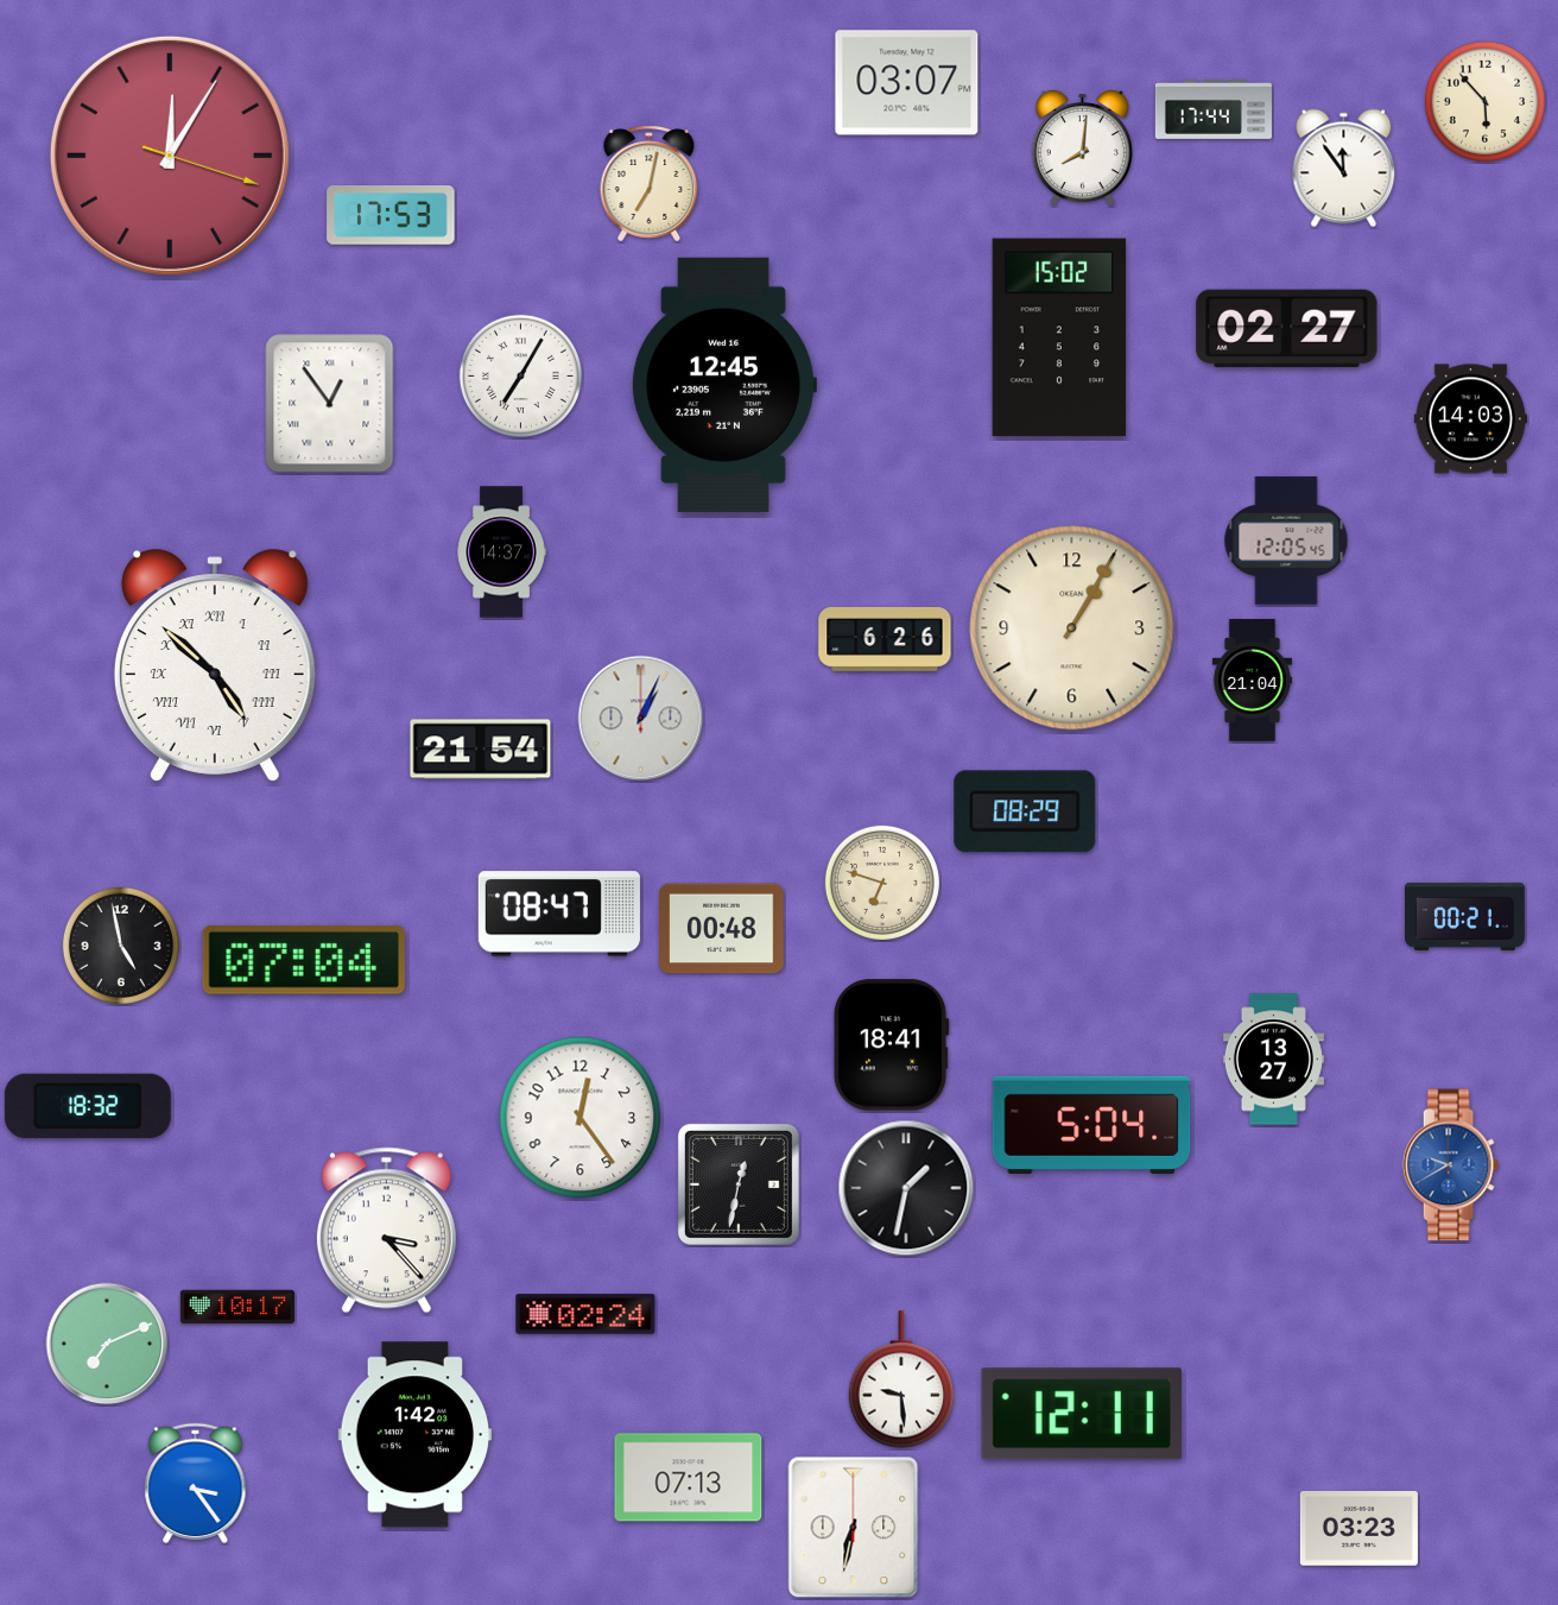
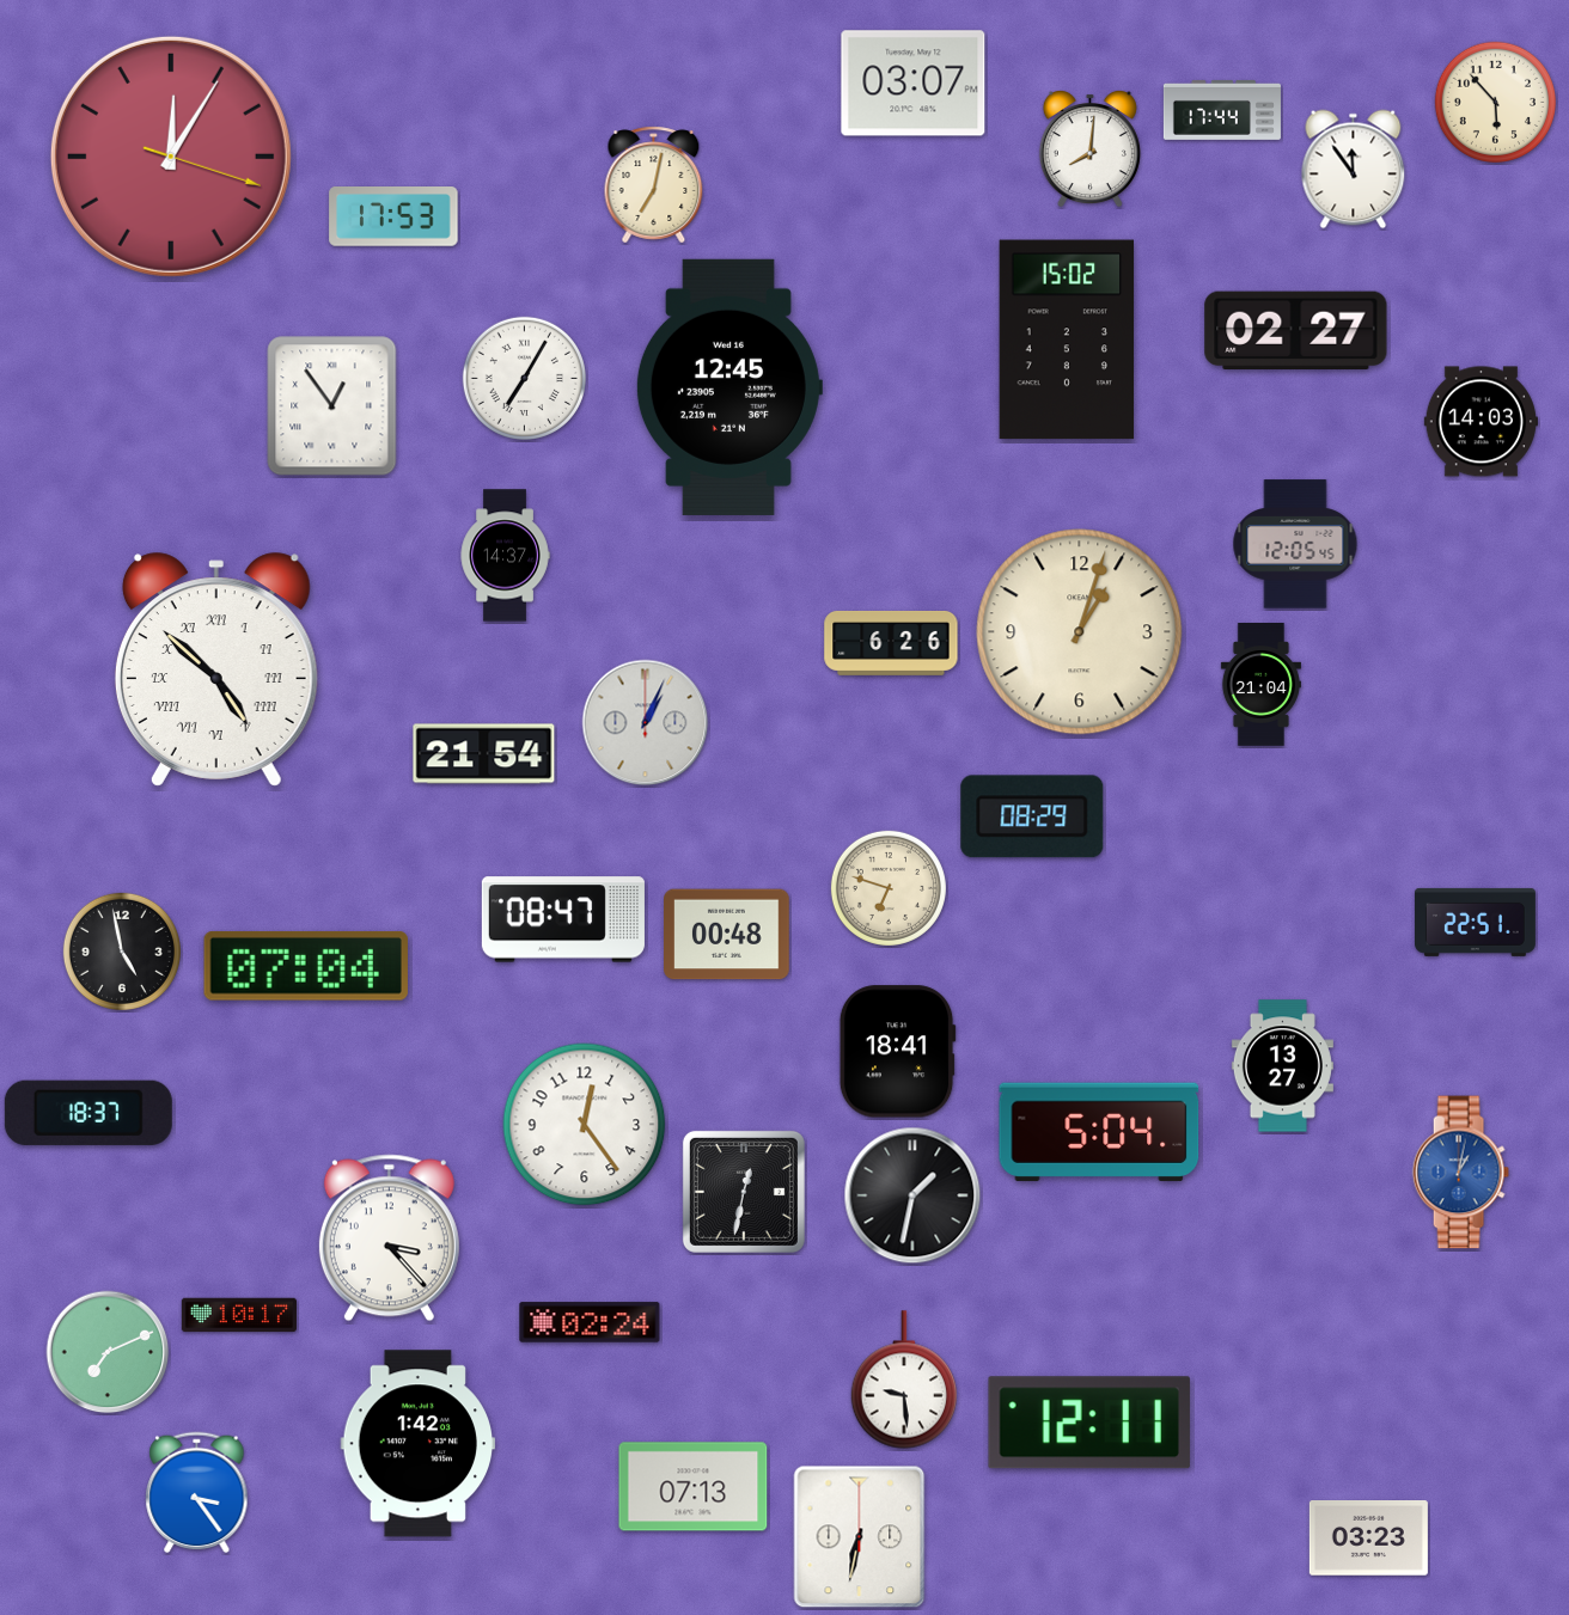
clock at (1072, 628): 1:05 -> 1:03
clock at (1464, 916): 00:21 -> 22:51
clock at (88, 1106): 18:32 -> 18:37
clock at (1450, 1165): 9:40 -> 1:02
clock at (900, 1379) position: (900, 1379) -> (903, 1380)
